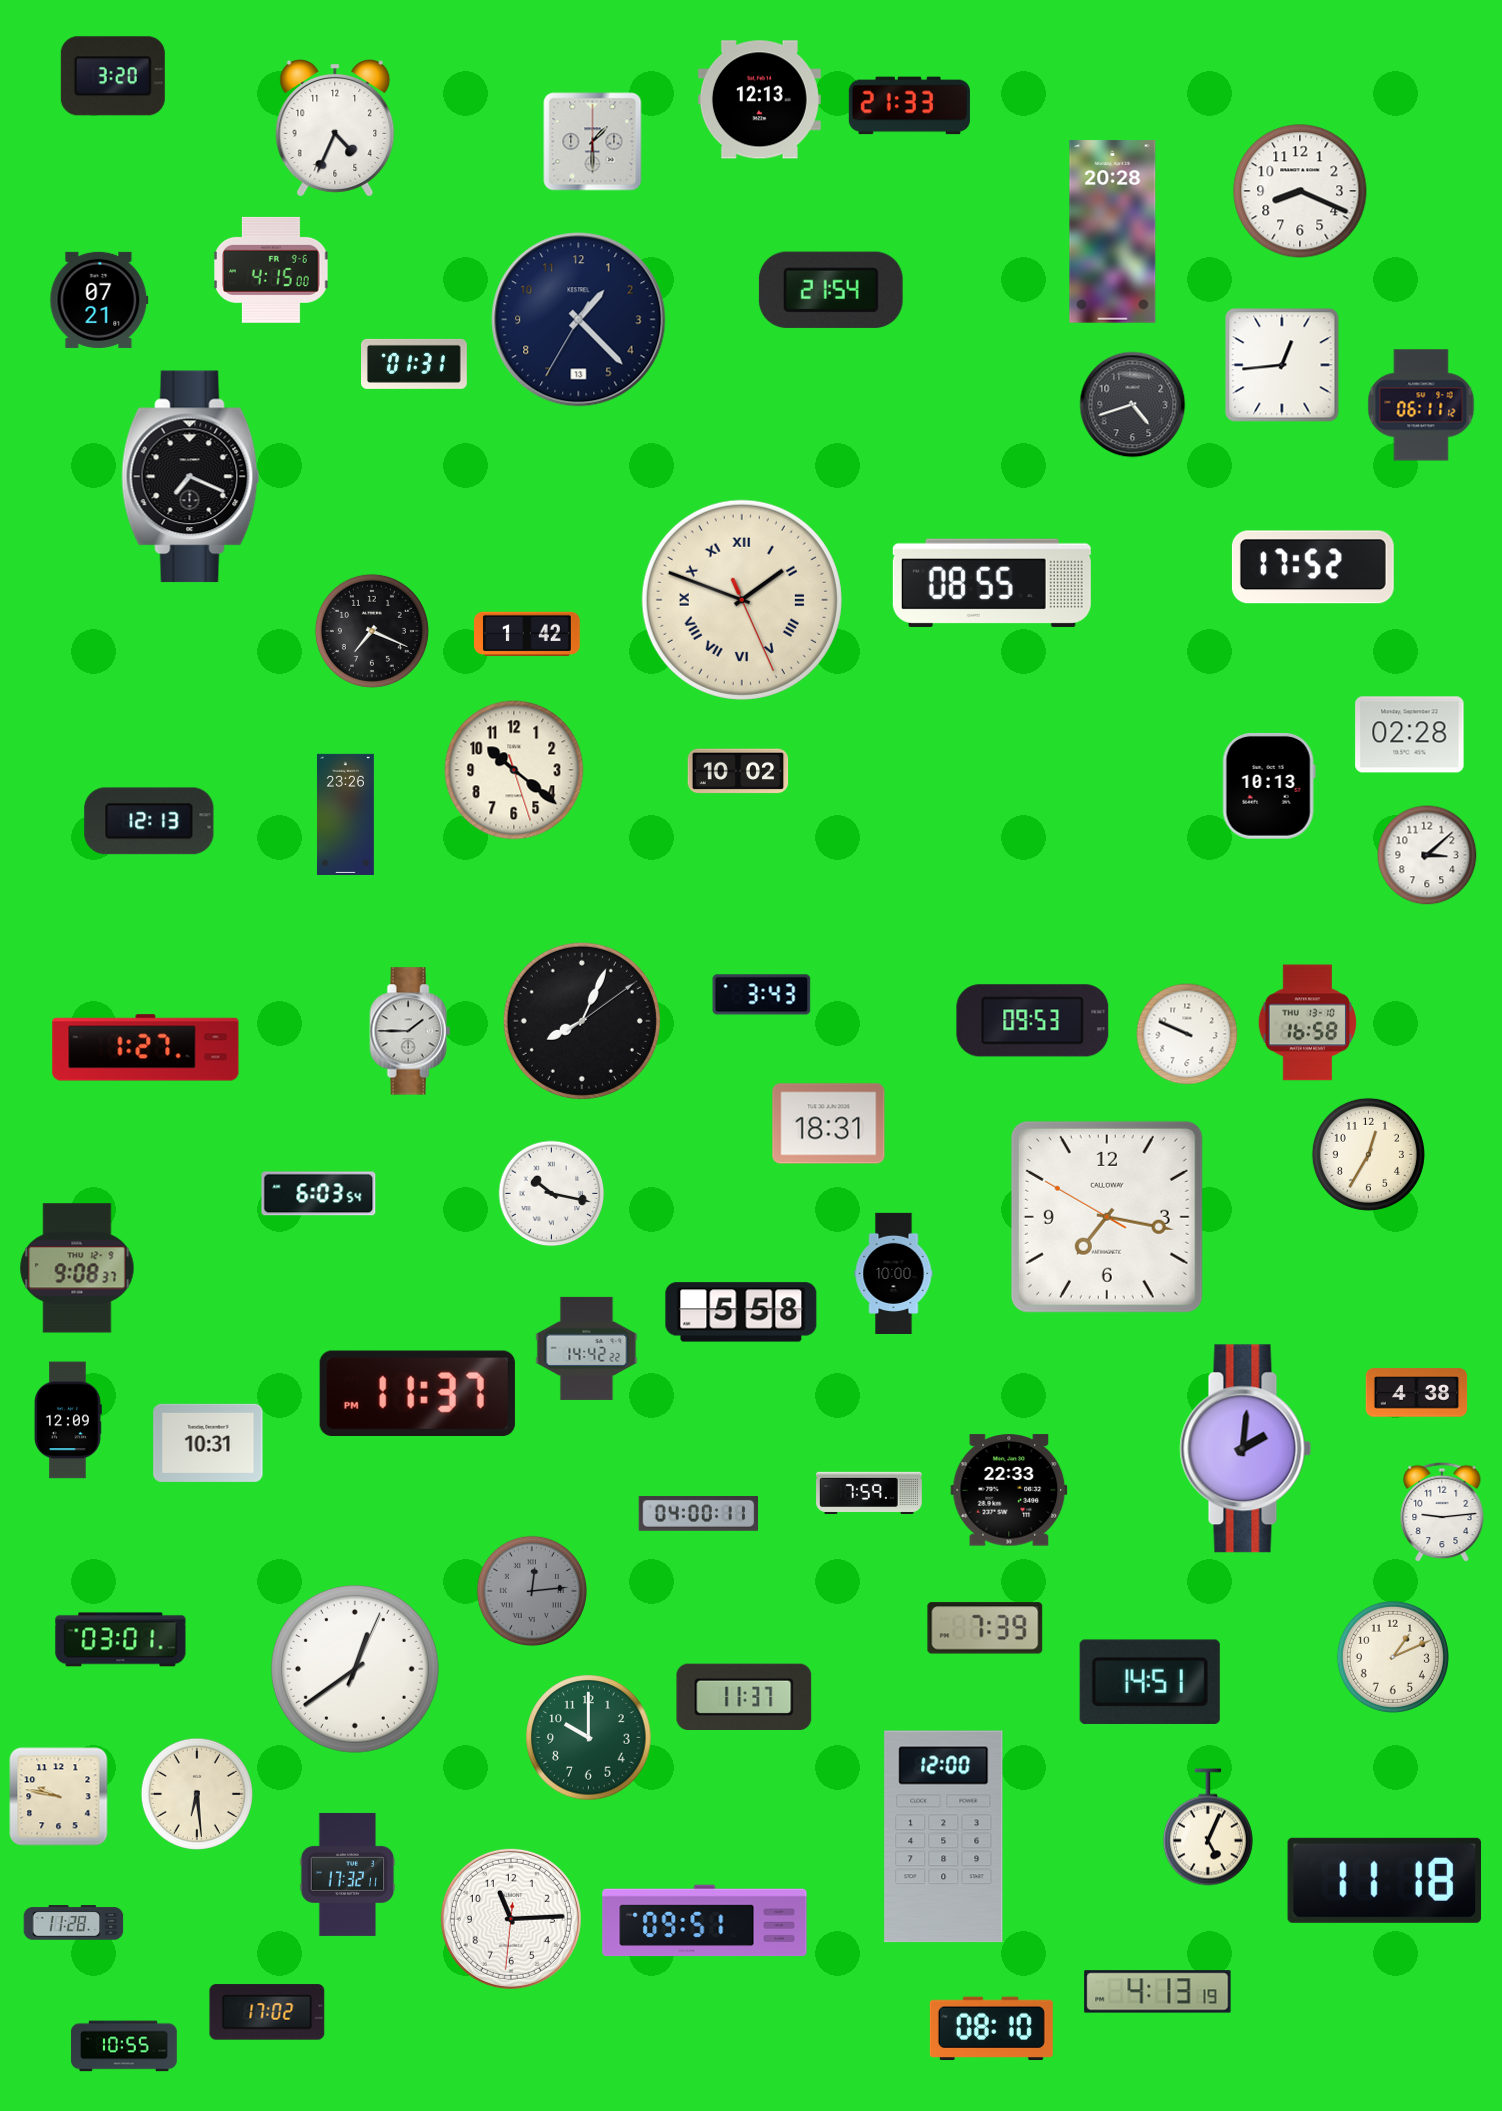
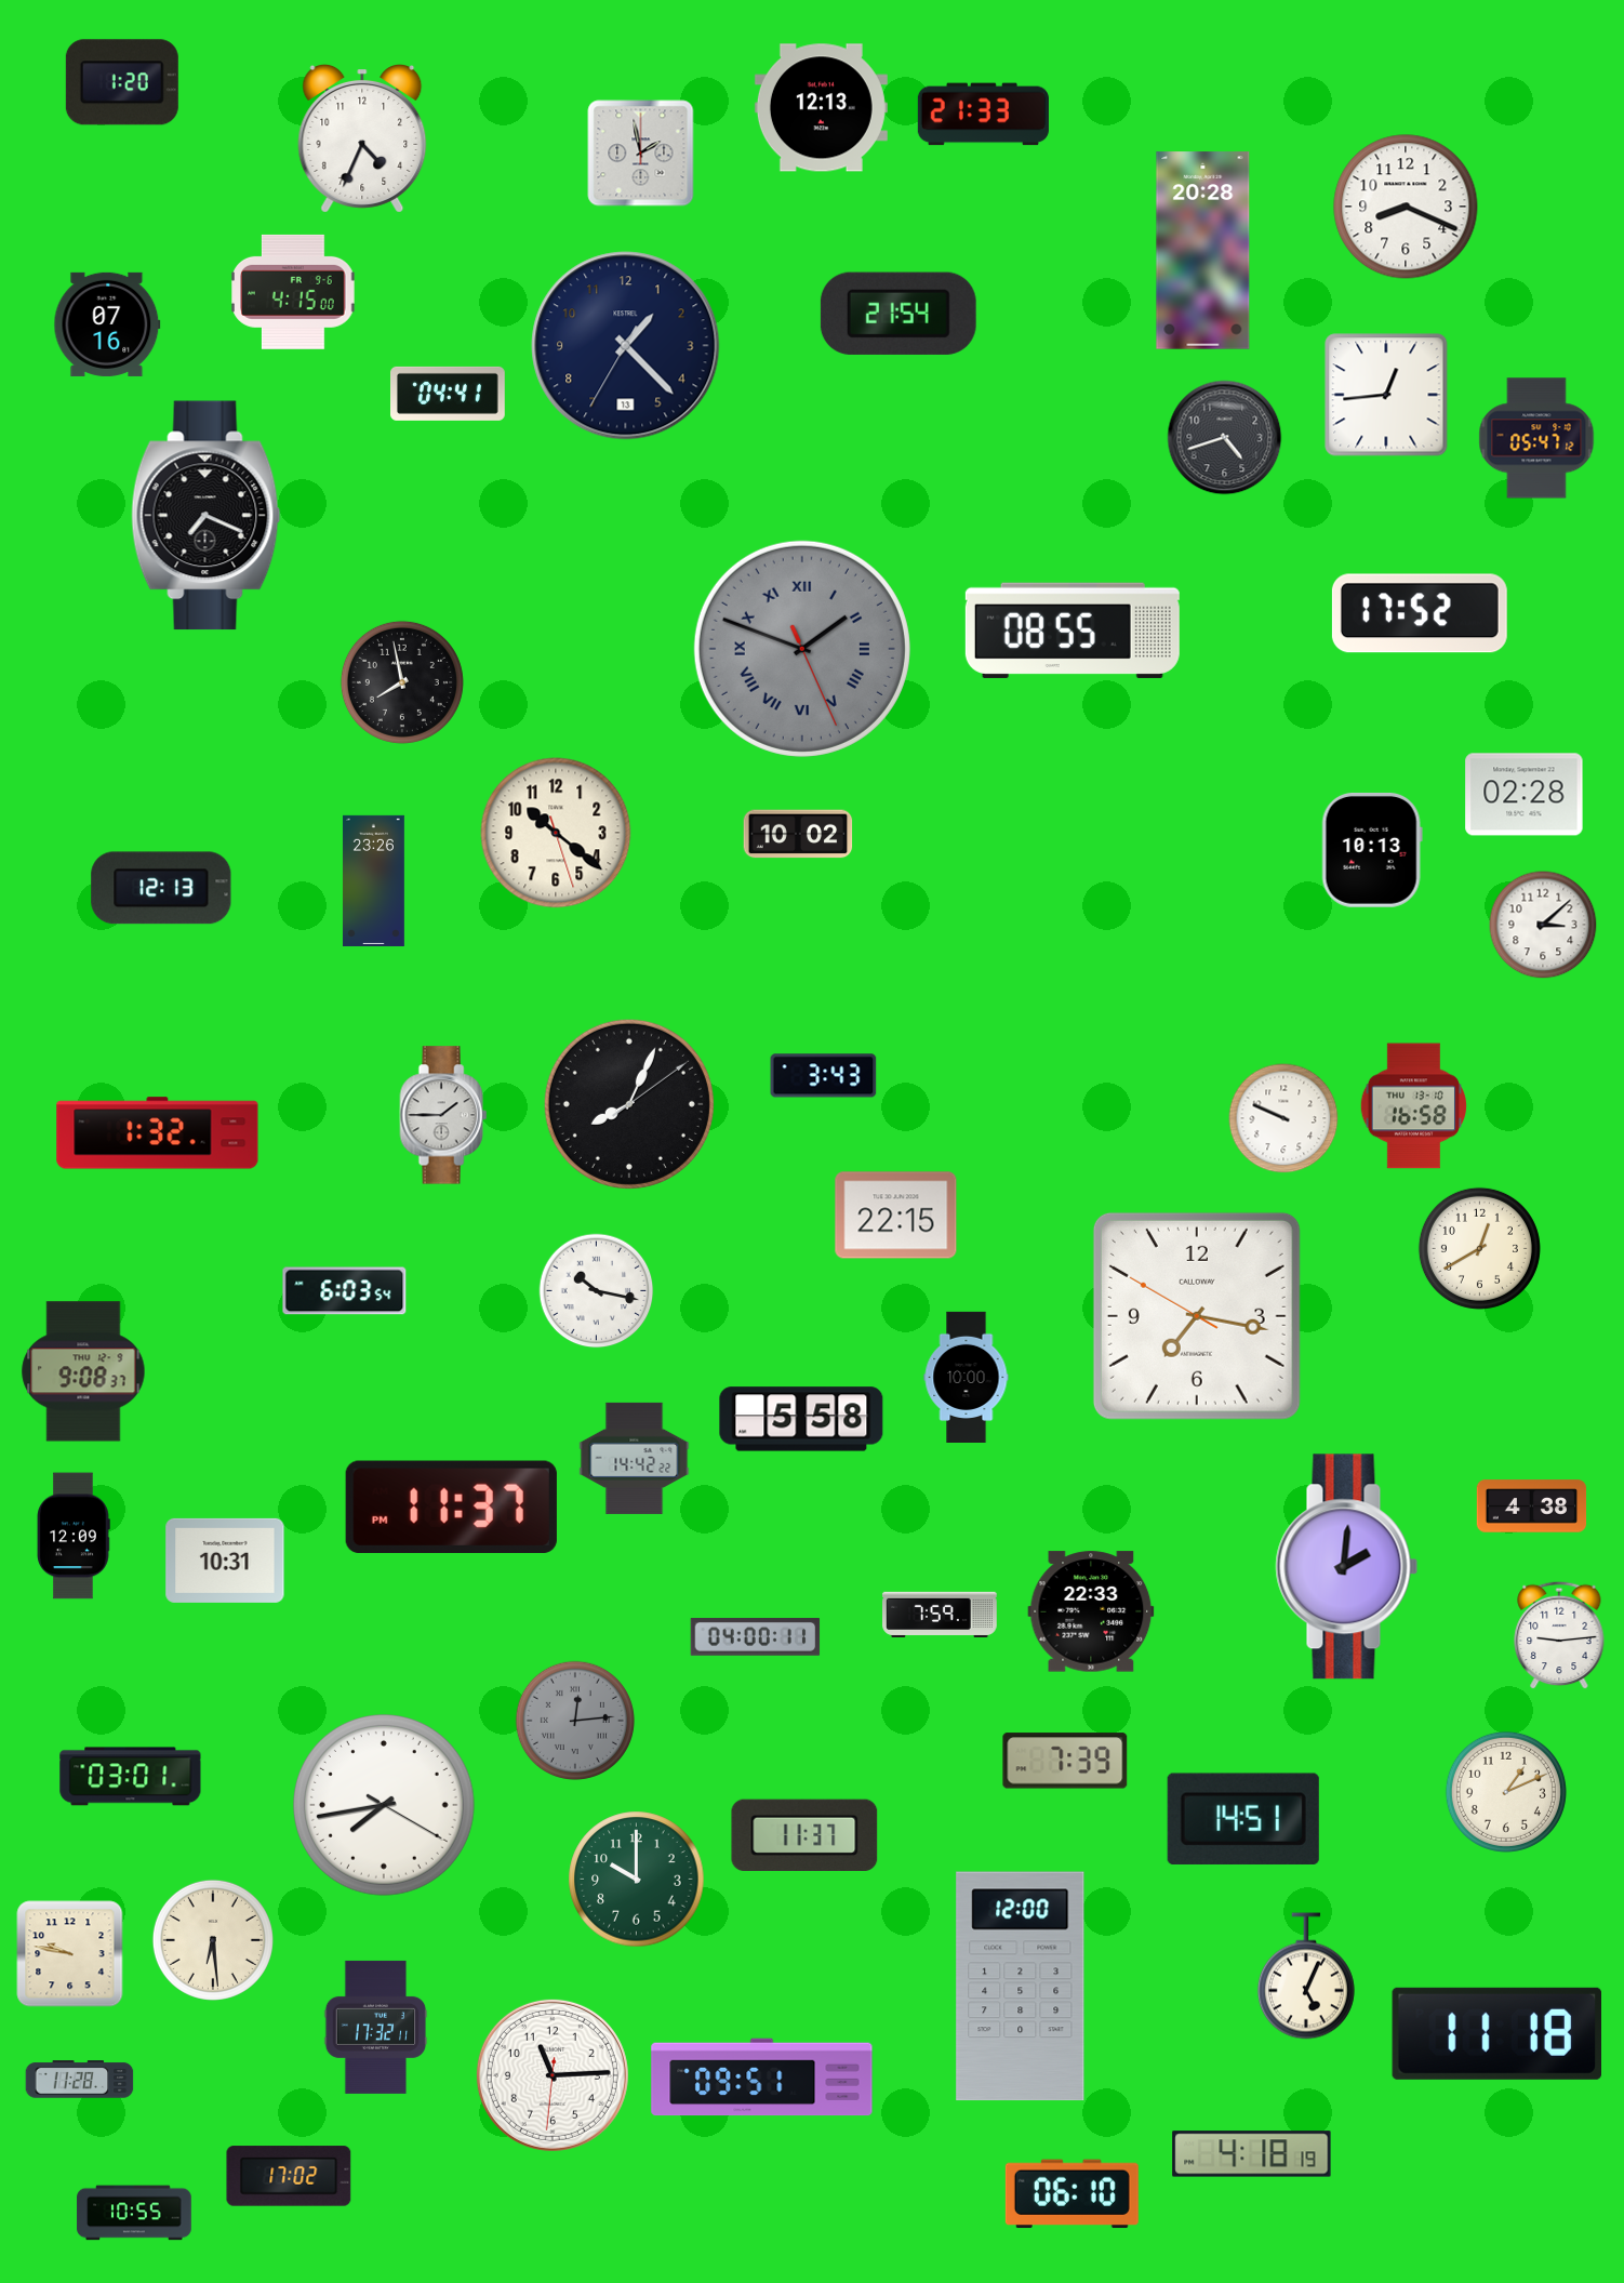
clock at (113, 76): 3:20 -> 1:20
clock at (593, 142): 1:30 -> 1:58
clock at (99, 300): 07:21 -> 07:16
clock at (415, 364): 01:31 -> 04:41
clock at (1421, 405): 06:11 -> 05:47
clock at (742, 600) dial: cream -> grey
clock at (372, 631): 7:19 -> 7:58
clock at (528, 633): 1:42 -> none
clock at (1033, 1021): 09:53 -> none
clock at (146, 1048): 1:27 -> 1:32
clock at (829, 1124): 18:31 -> 22:15
clock at (1368, 1154): 12:35 -> 12:40
clock at (121, 1640) position: (121, 1640) -> (131, 1777)
clock at (356, 1670): 12:39 -> 7:43
clock at (59, 1797) position: (59, 1797) -> (70, 1954)
clock at (1158, 1992): 4:13 -> 4:18
clock at (991, 2029): 08:10 -> 06:10
